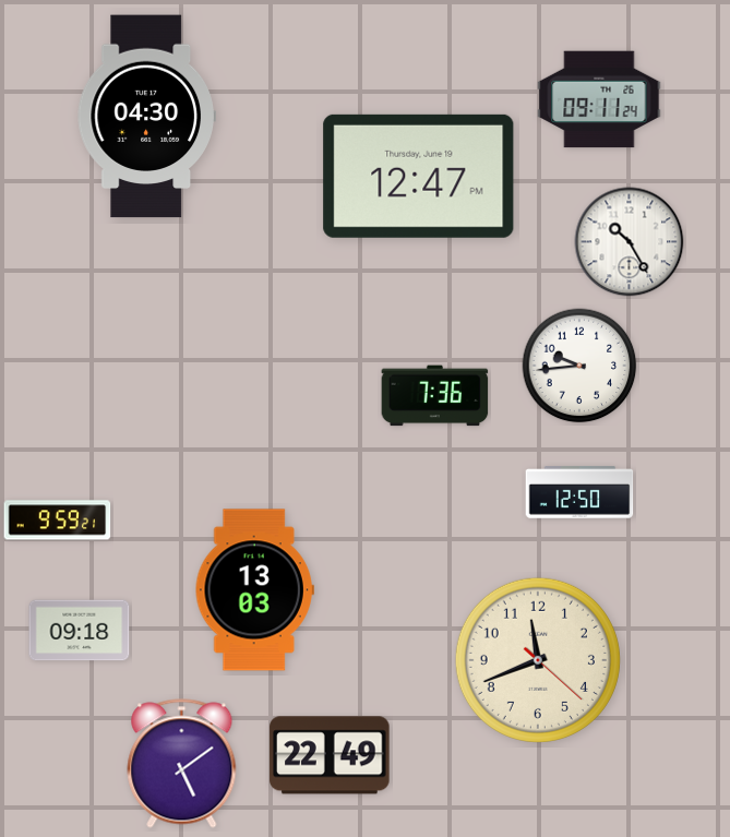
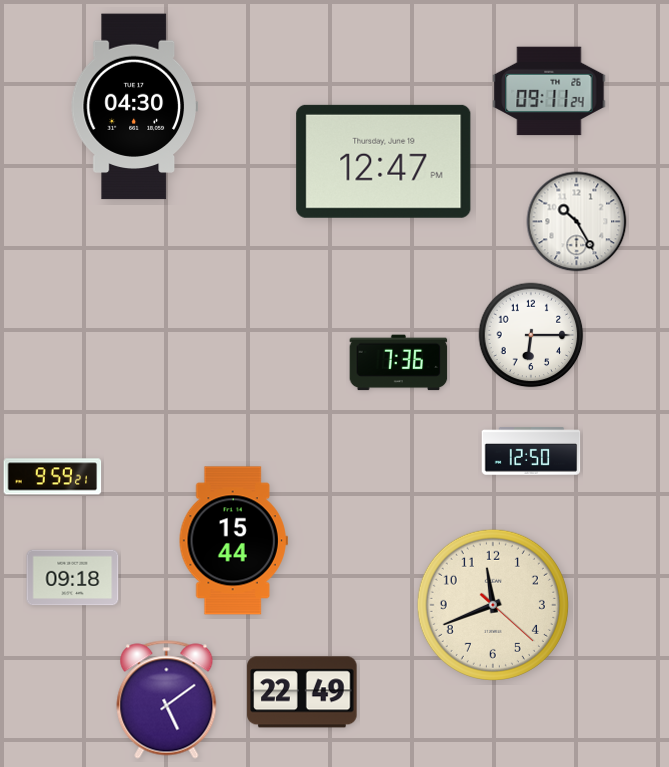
clock at (579, 366): 9:44 -> 6:15
clock at (254, 590): 13:03 -> 15:44
